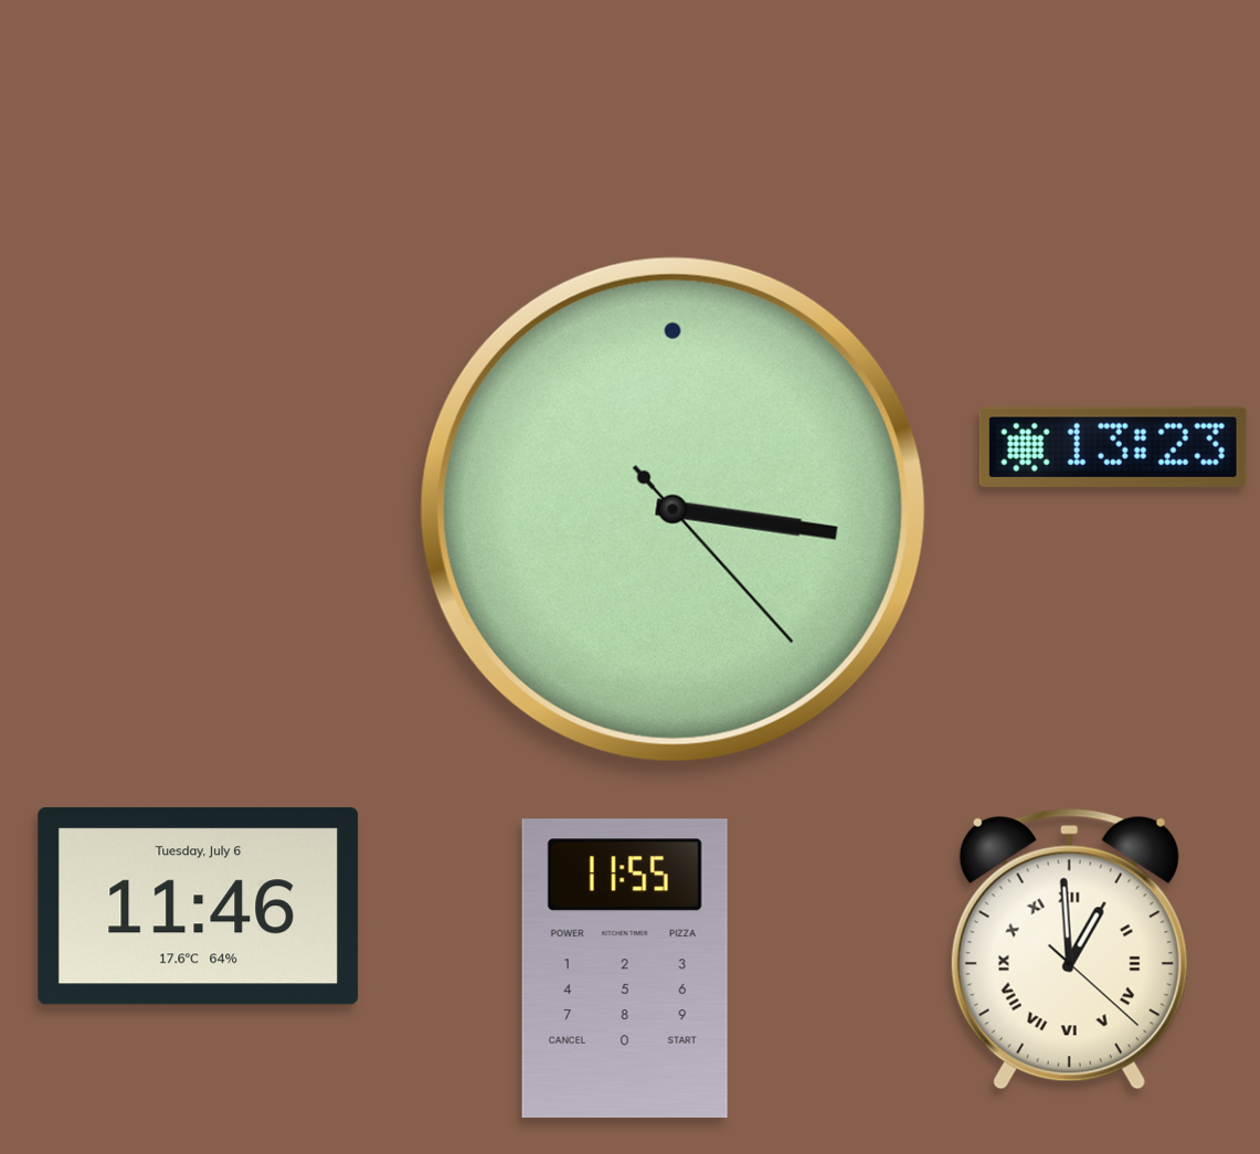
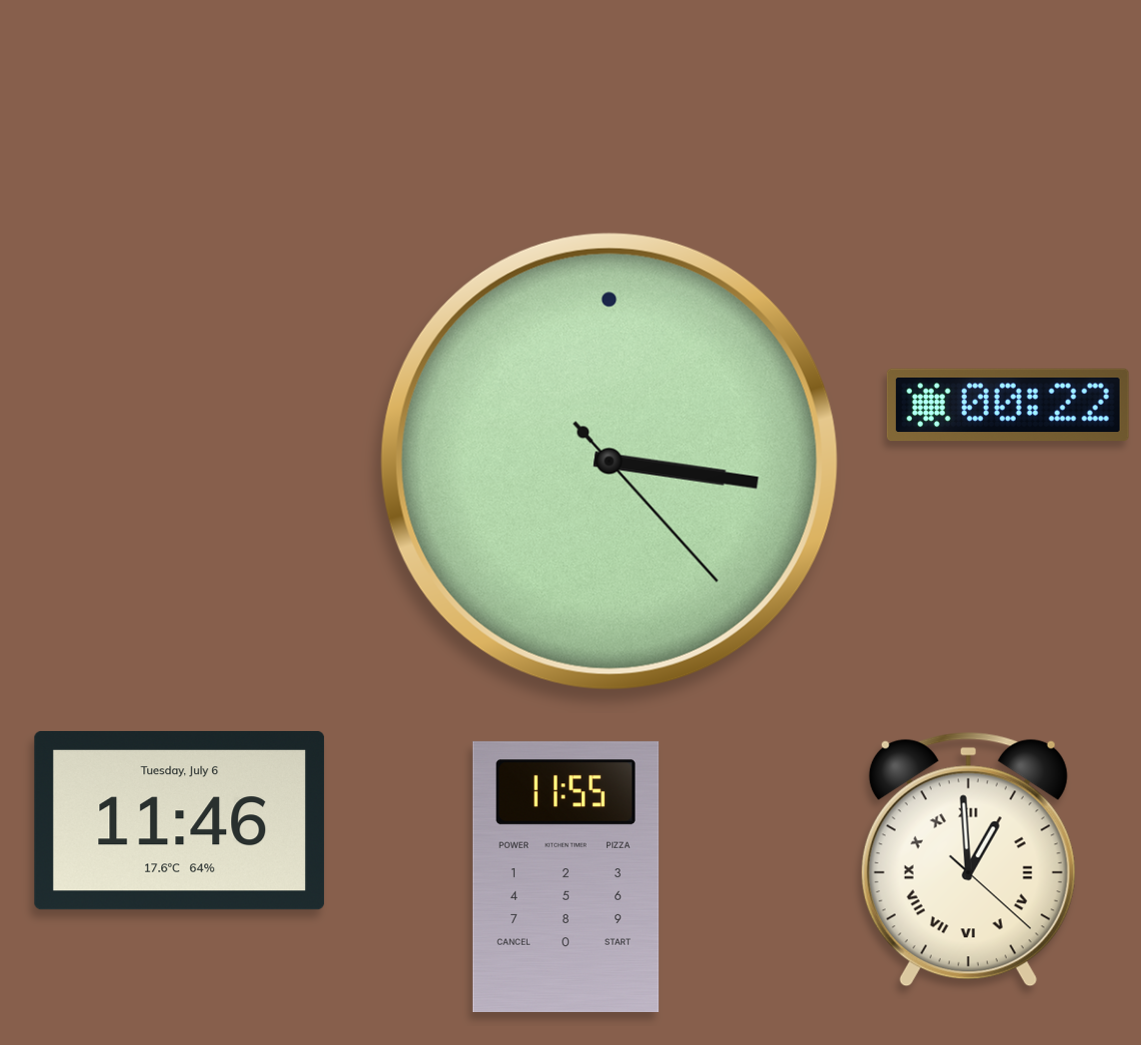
clock at (1113, 447): 13:23 -> 00:22
